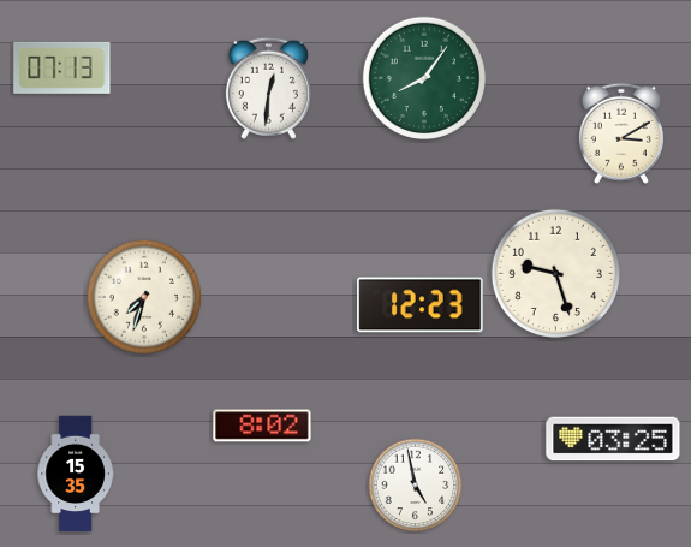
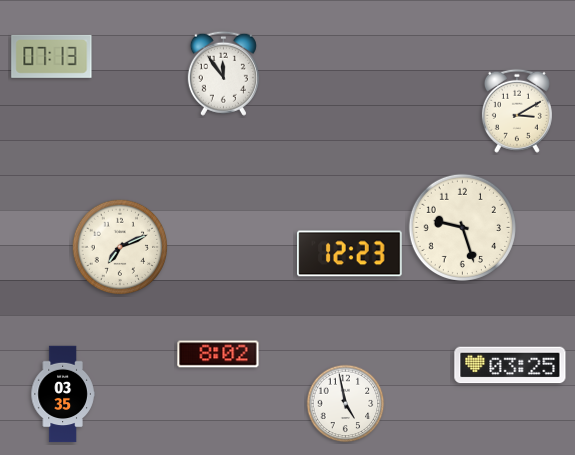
clock at (423, 77): 8:06 -> none
clock at (268, 88): 12:31 -> 11:54
clock at (144, 297): 7:33 -> 7:11
clock at (76, 474): 15:35 -> 03:35
